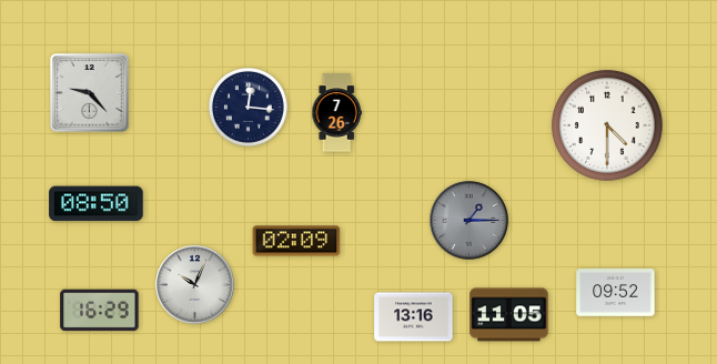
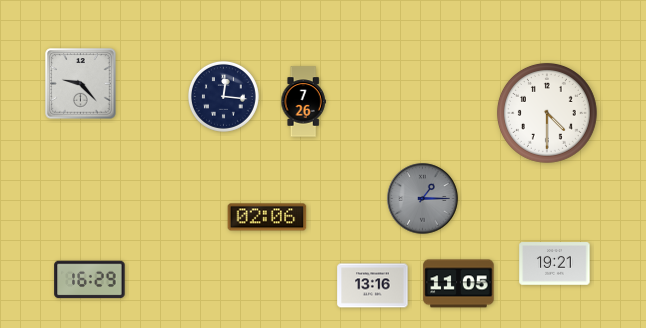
clock at (97, 204): 08:50 -> none
clock at (296, 241): 02:09 -> 02:06
clock at (195, 285): 10:04 -> none
clock at (616, 293): 09:52 -> 19:21
